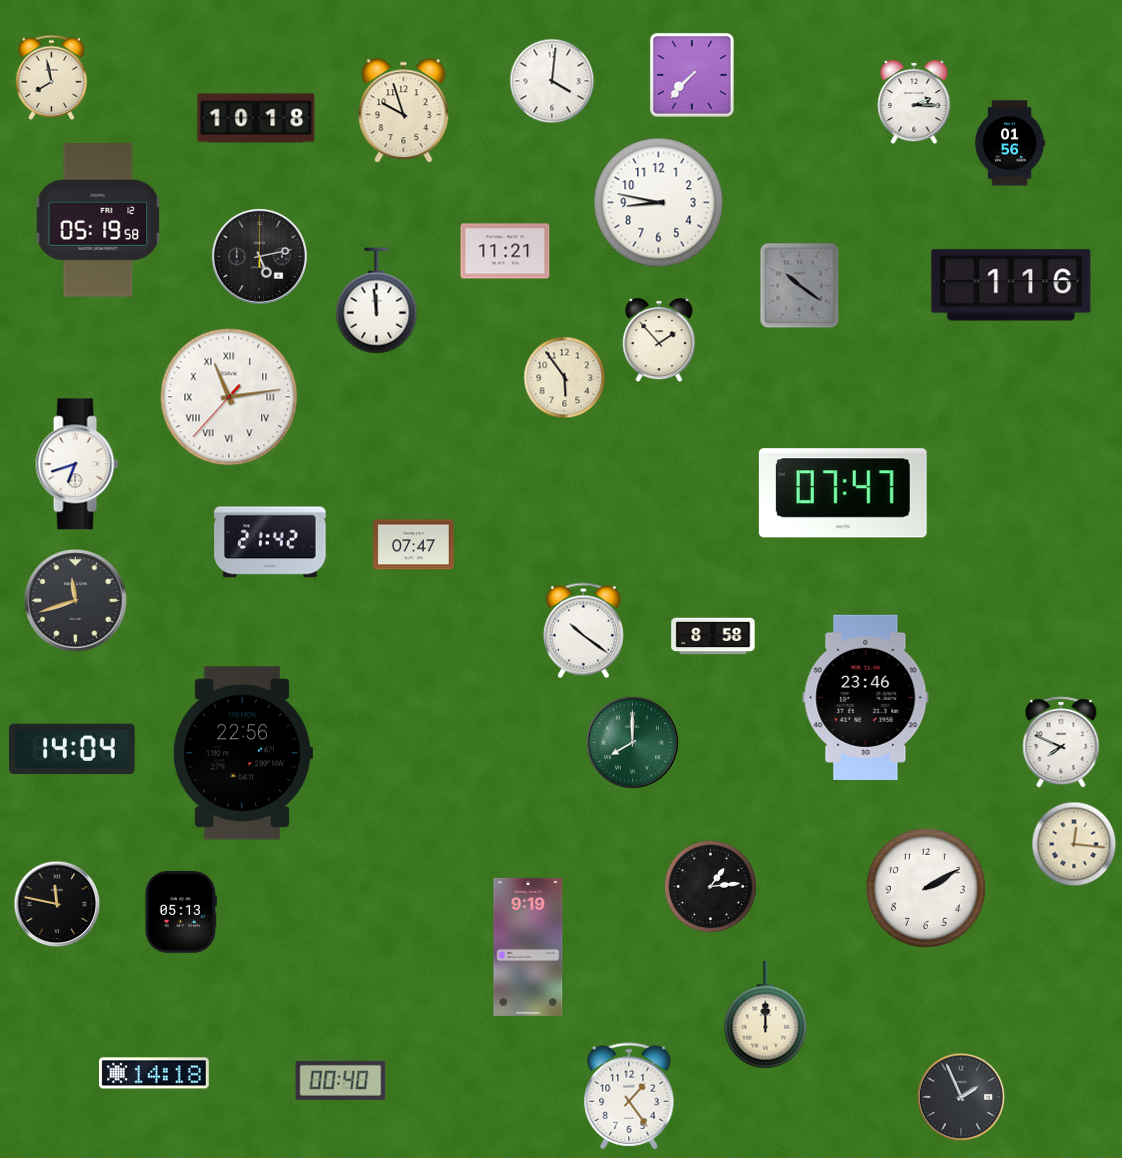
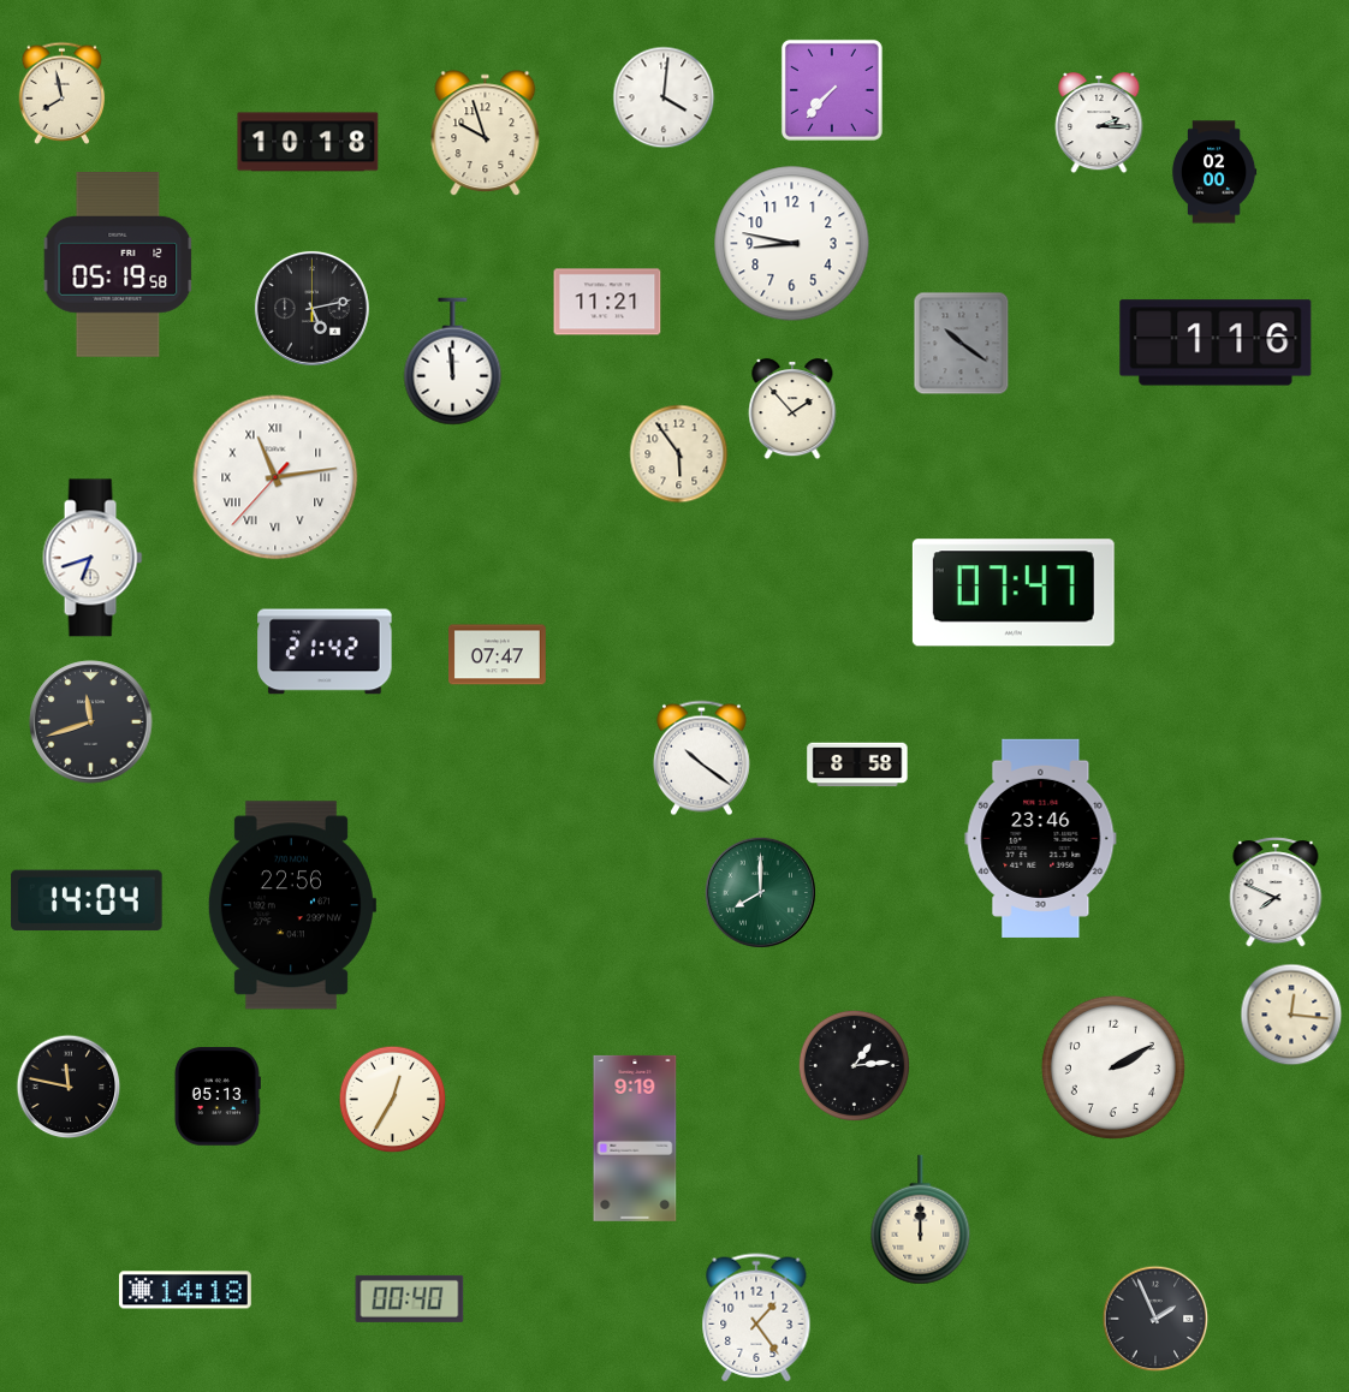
clock at (1010, 143): 01:56 -> 02:00
clock at (393, 1100): none -> 12:35
